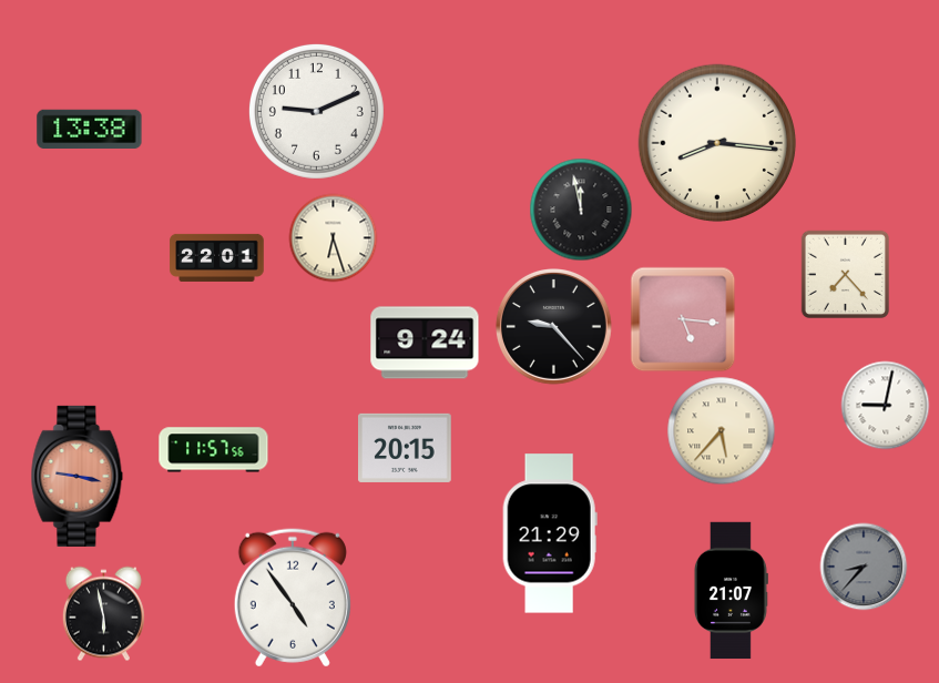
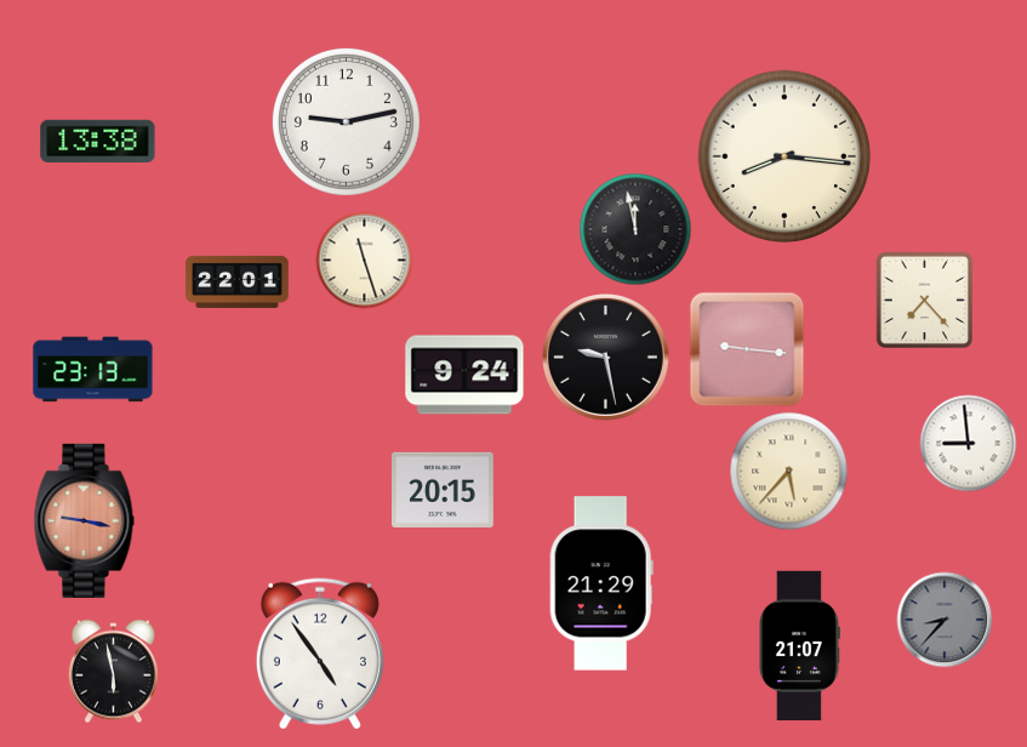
clock at (316, 111): 9:11 -> 9:13
clock at (333, 237): 6:27 -> 11:27
clock at (683, 319): 5:16 -> 9:16
clock at (554, 327): 9:23 -> 9:28
clock at (93, 370): none -> 23:13
clock at (885, 405): 9:02 -> 8:59
clock at (214, 450): 11:57 -> none
